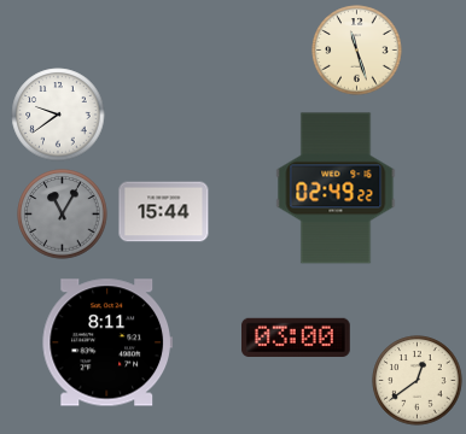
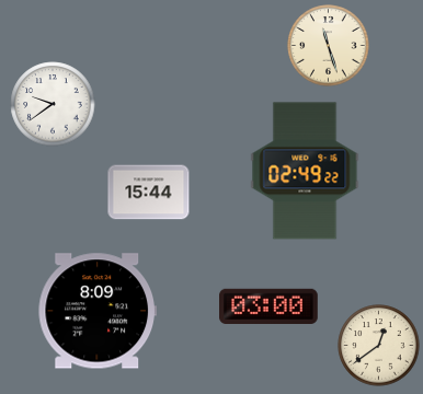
clock at (357, 51) position: (357, 51) -> (329, 46)
clock at (63, 215): 11:05 -> none
clock at (106, 342): 8:11 -> 8:09
